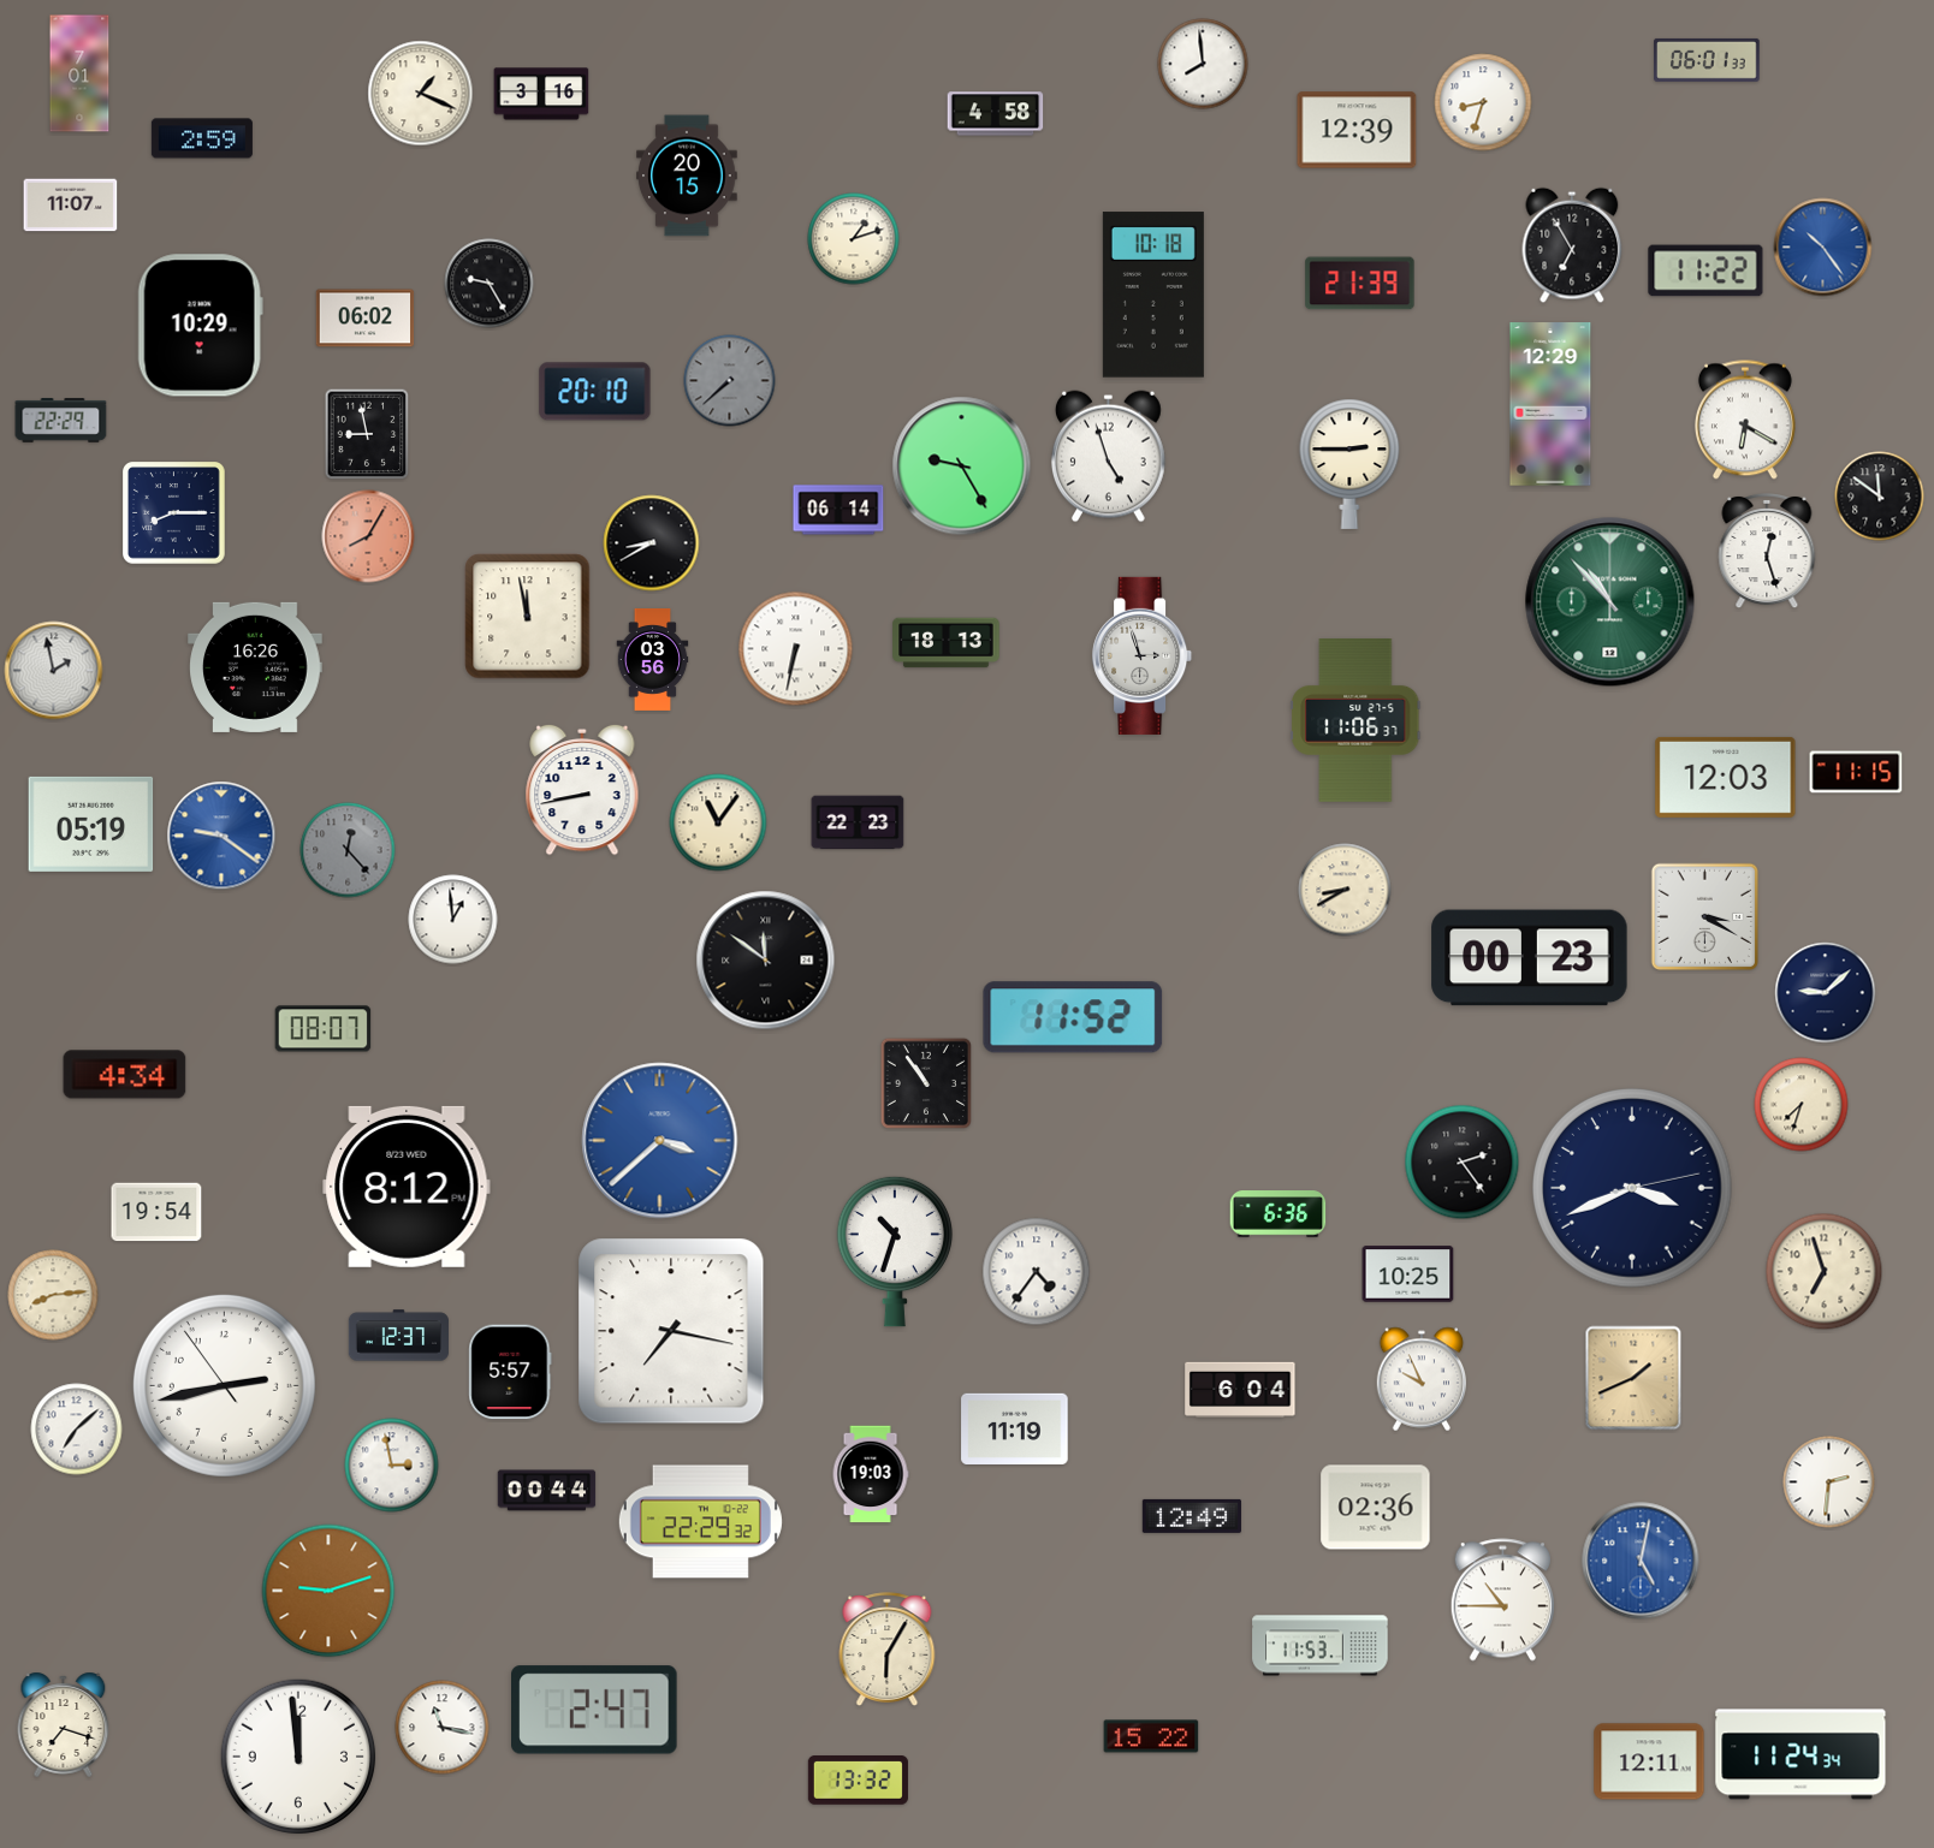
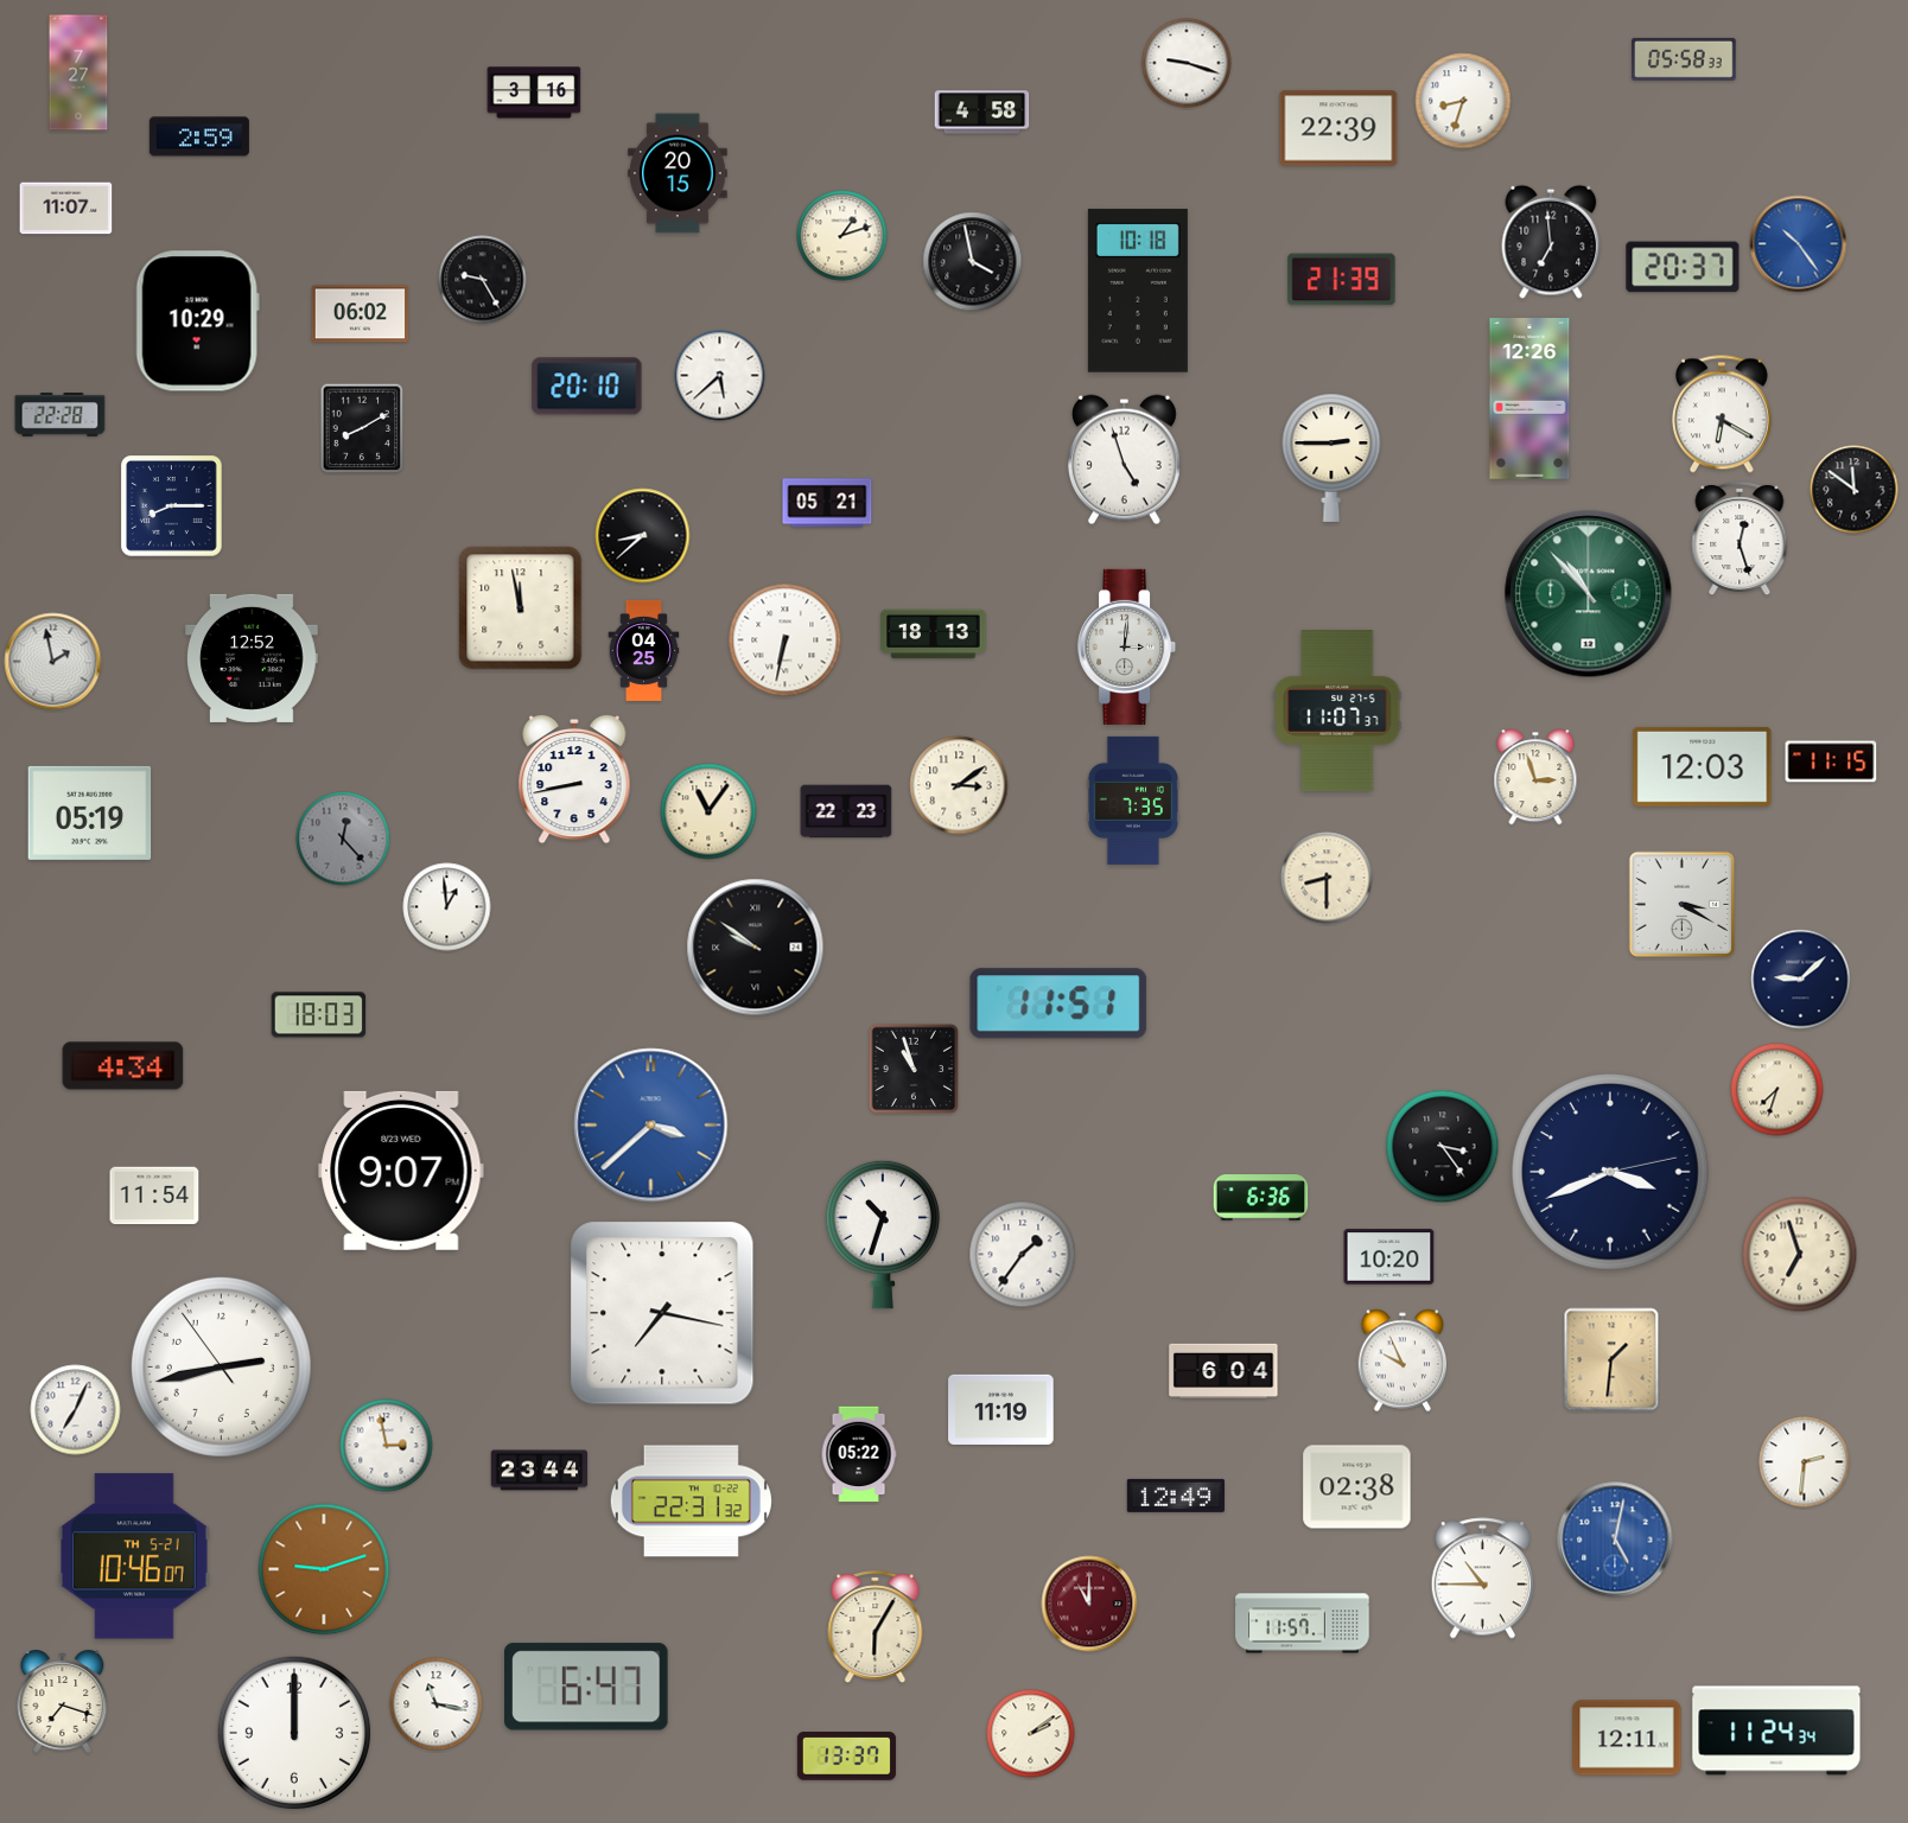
clock at (1707, 60): 06:01 -> 05:58
clock at (1203, 64): 7:59 -> 9:18
clock at (79, 73): 7:01 -> 7:27
clock at (421, 94): 1:19 -> none
clock at (1357, 130): 12:39 -> 22:39
clock at (71, 206) position: (71, 206) -> (66, 209)
clock at (1572, 245): 6:55 -> 6:59
clock at (973, 262): none -> 3:58
clock at (1705, 271): 11:22 -> 20:37
clock at (730, 381): 7:38 -> 5:38
clock at (730, 381) dial: grey -> white
clock at (1550, 404): 12:29 -> 12:26
clock at (61, 421): 22:29 -> 22:28
clock at (367, 434): 8:58 -> 8:10
clock at (1108, 457) position: (1108, 457) -> (1124, 460)
clock at (962, 467): 9:25 -> none
clock at (838, 510): 06:14 -> 05:21
clock at (368, 536): 8:05 -> none
clock at (652, 543): 8:40 -> 8:38
clock at (1767, 551) position: (1767, 551) -> (1740, 538)
clock at (1143, 655): 2:57 -> 3:01
clock at (653, 659): 03:56 -> 04:25
clock at (255, 667): 16:26 -> 12:52
clock at (1355, 721): 11:06 -> 11:07
clock at (1535, 777): none -> 2:57
clock at (959, 785): none -> 3:09
clock at (1133, 801): none -> 7:35
clock at (221, 836): 9:21 -> none
clock at (1345, 890): 8:40 -> 8:30
clock at (1530, 958): 00:23 -> none
clock at (766, 961): 11:51 -> 9:51
clock at (1073, 1017): 11:52 -> 11:51
clock at (324, 1029): 08:07 -> 18:03
clock at (125, 1075) position: (125, 1075) -> (123, 1066)
clock at (925, 1082): 10:54 -> 10:57
clock at (1463, 1163): 2:24 -> 3:24
clock at (407, 1187): 8:12 -> 9:07
clock at (156, 1212): 19:54 -> 11:54
clock at (1037, 1272): 4:36 -> 1:36
clock at (1408, 1274): 10:25 -> 10:20
clock at (53, 1295): 8:14 -> none
clock at (398, 1336): 12:37 -> none
clock at (510, 1372): 5:57 -> none
clock at (1633, 1378): 1:41 -> 1:31
clock at (77, 1430): 7:08 -> 7:04
clock at (871, 1474): 19:03 -> 05:22
clock at (547, 1491): 00:44 -> 23:44
clock at (1376, 1508): 02:36 -> 02:38
clock at (700, 1522): 22:29 -> 22:31
clock at (1641, 1561) position: (1641, 1561) -> (1615, 1540)
clock at (134, 1556): none -> 10:46
clock at (1089, 1604): none -> 11:00
clock at (1321, 1646): 11:53 -> 11:57
clock at (595, 1710): 2:47 -> 6:47
clock at (1151, 1736): 15:22 -> none
clock at (298, 1757): 11:59 -> 12:00
clock at (1031, 1734): none -> 2:09
clock at (858, 1781): 13:32 -> 13:37
